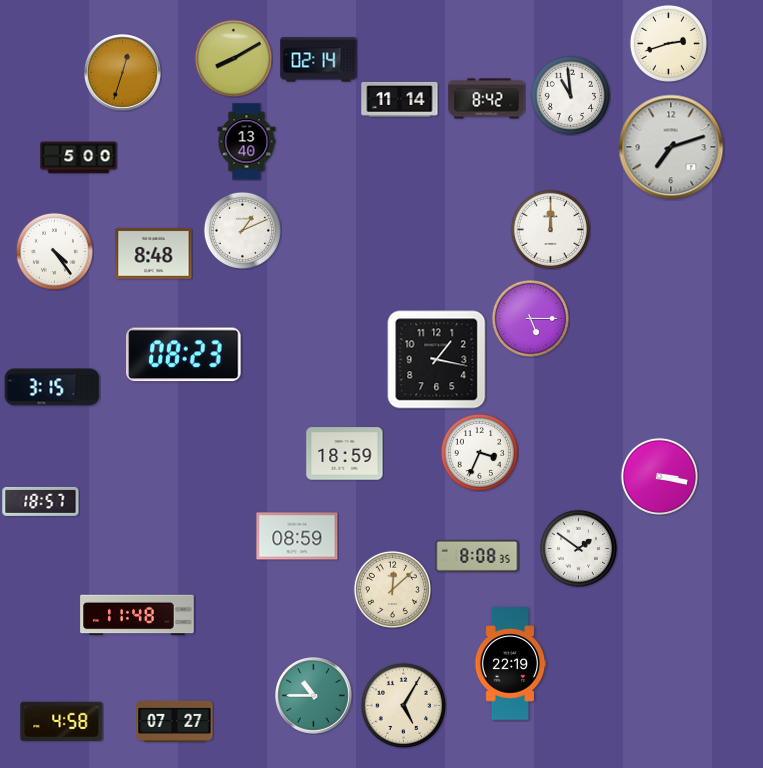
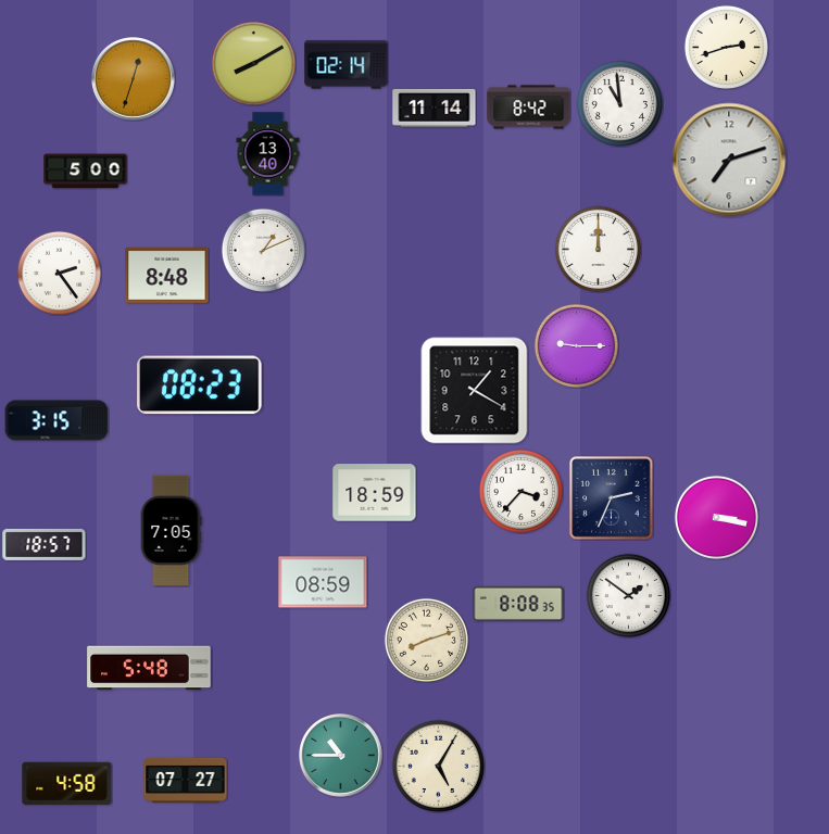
clock at (54, 251): 4:24 -> 2:24
clock at (530, 318): 5:15 -> 9:15
clock at (437, 360): 1:17 -> 1:20
clock at (479, 452): 3:34 -> 3:37
clock at (612, 498): none -> 2:34
clock at (171, 530): none -> 7:05
clock at (392, 589): 12:08 -> 8:12
clock at (137, 615): 11:48 -> 5:48
clock at (510, 664): 22:19 -> none
clock at (175, 721) position: (175, 721) -> (186, 780)
